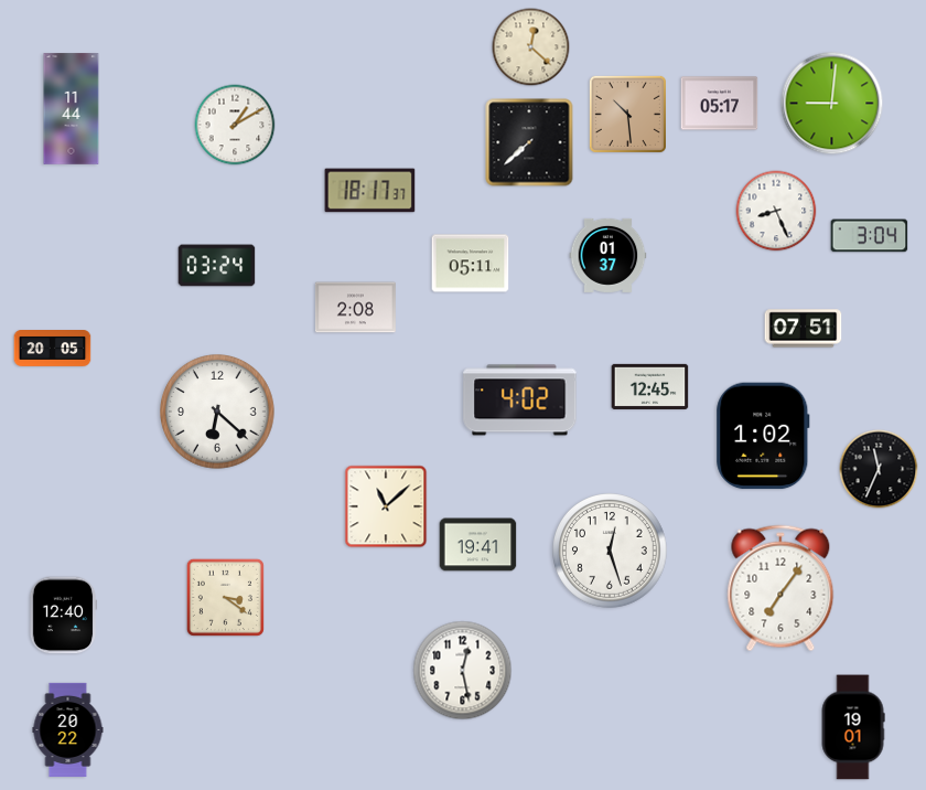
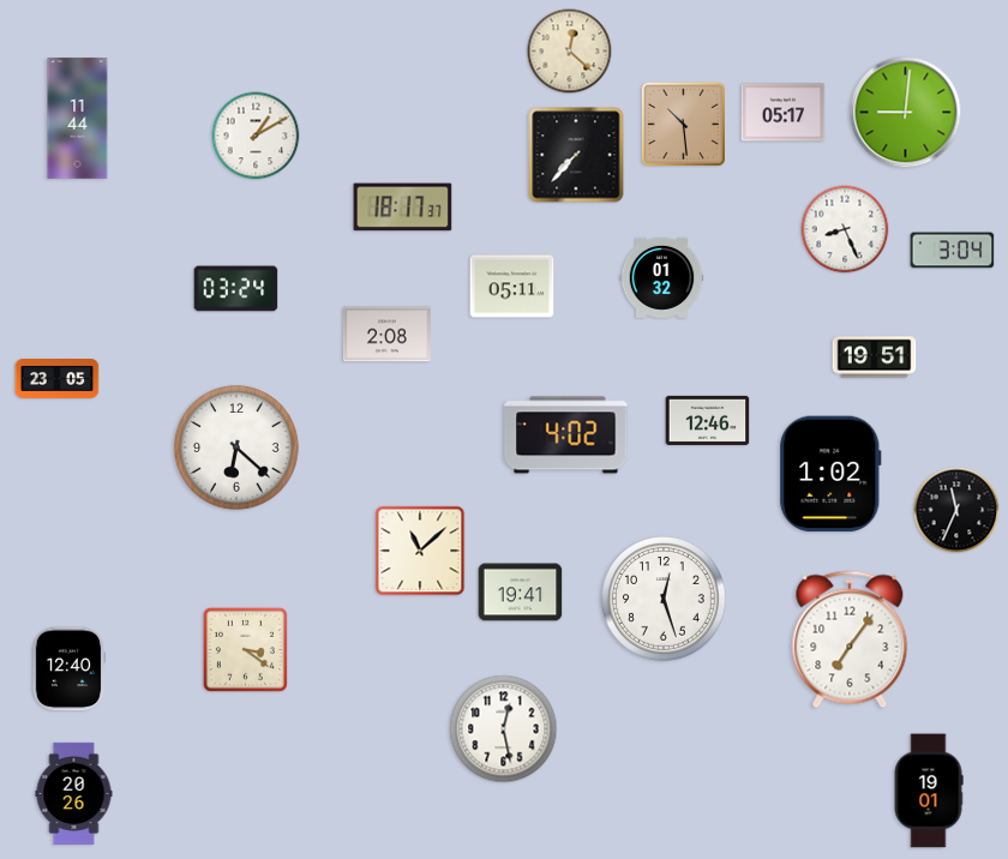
clock at (531, 47) position: (531, 47) -> (570, 52)
clock at (529, 142): 7:38 -> 7:37
clock at (870, 236) position: (870, 236) -> (953, 251)
clock at (609, 255): 01:37 -> 01:32
clock at (804, 329): 07:51 -> 19:51
clock at (53, 349): 20:05 -> 23:05
clock at (650, 386): 12:45 -> 12:46
clock at (68, 729): 20:22 -> 20:26
